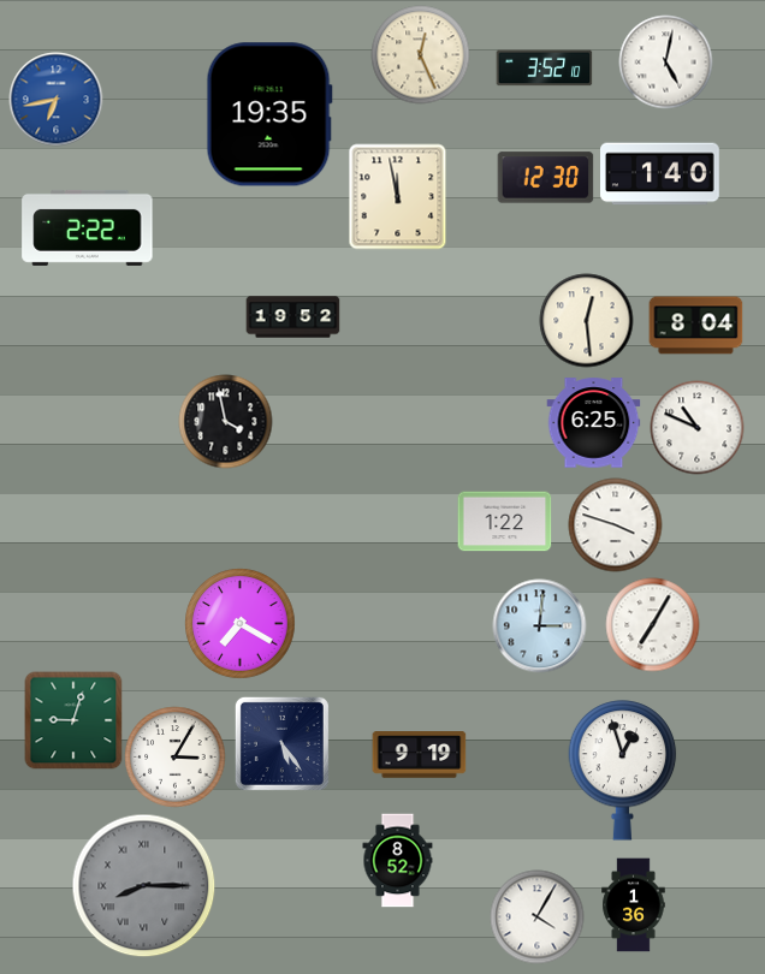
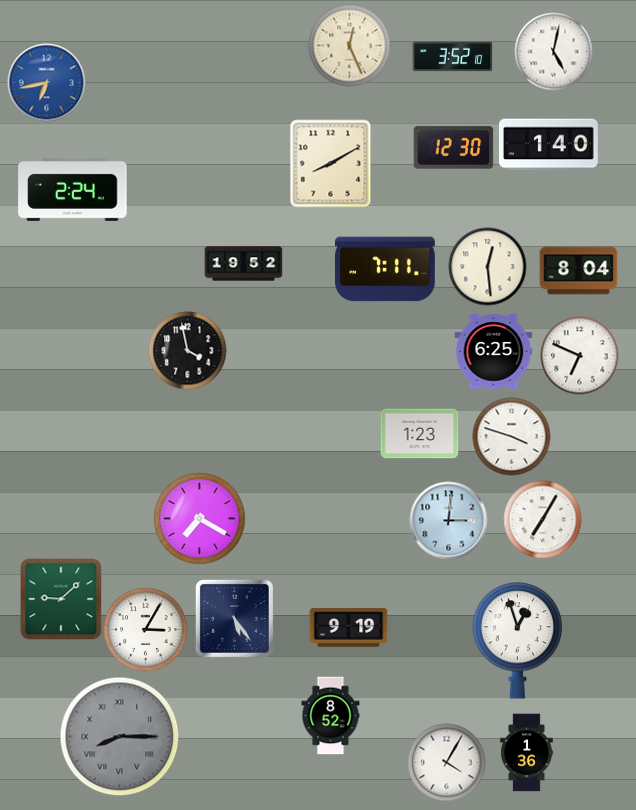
clock at (269, 114): 19:35 -> none
clock at (398, 196): 11:58 -> 8:10
clock at (88, 227): 2:22 -> 2:24
clock at (386, 269): none -> 7:11
clock at (696, 427): 10:49 -> 6:49
clock at (504, 522): 1:22 -> 1:23
clock at (73, 720): 9:03 -> 9:08
